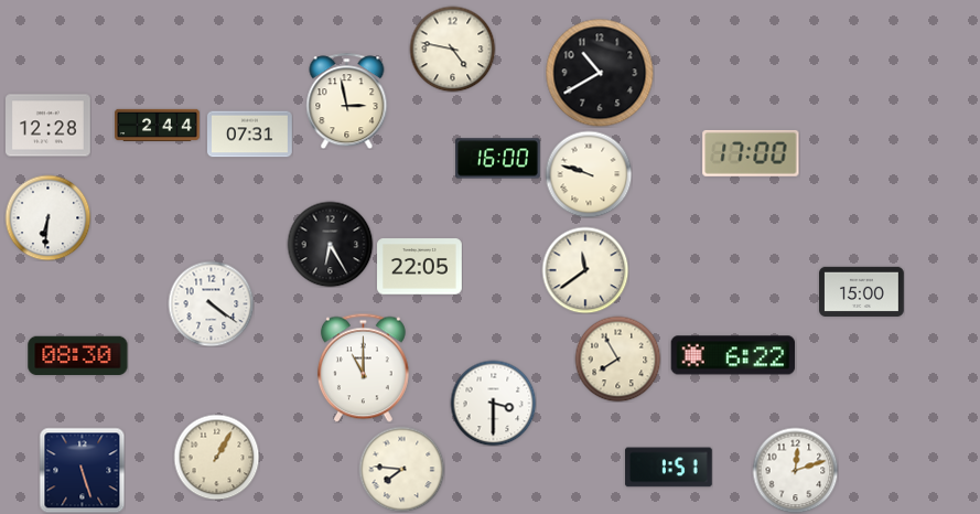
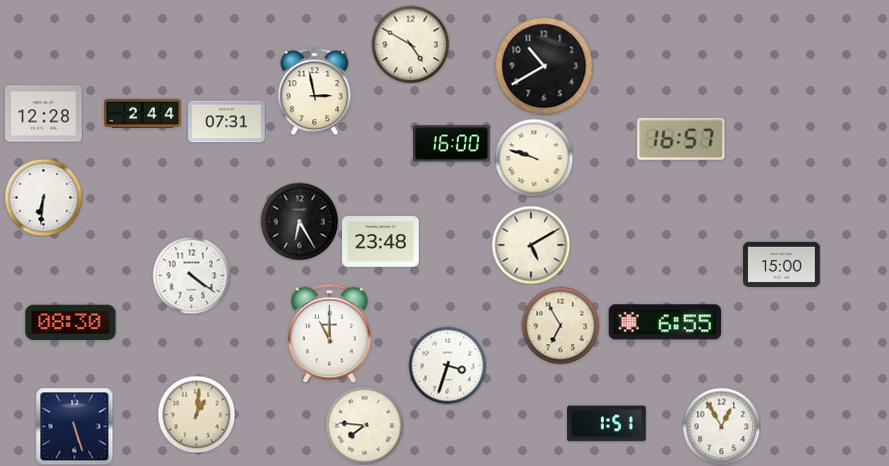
clock at (452, 49): 4:47 -> 4:50
clock at (751, 153): 17:00 -> 16:57
clock at (420, 267): 22:05 -> 23:48
clock at (585, 270): 11:39 -> 5:10
clock at (733, 355): 6:22 -> 6:55
clock at (617, 358): 7:55 -> 6:55
clock at (493, 403): 3:30 -> 3:33
clock at (216, 457): 1:05 -> 1:01
clock at (795, 470): 12:12 -> 12:55
